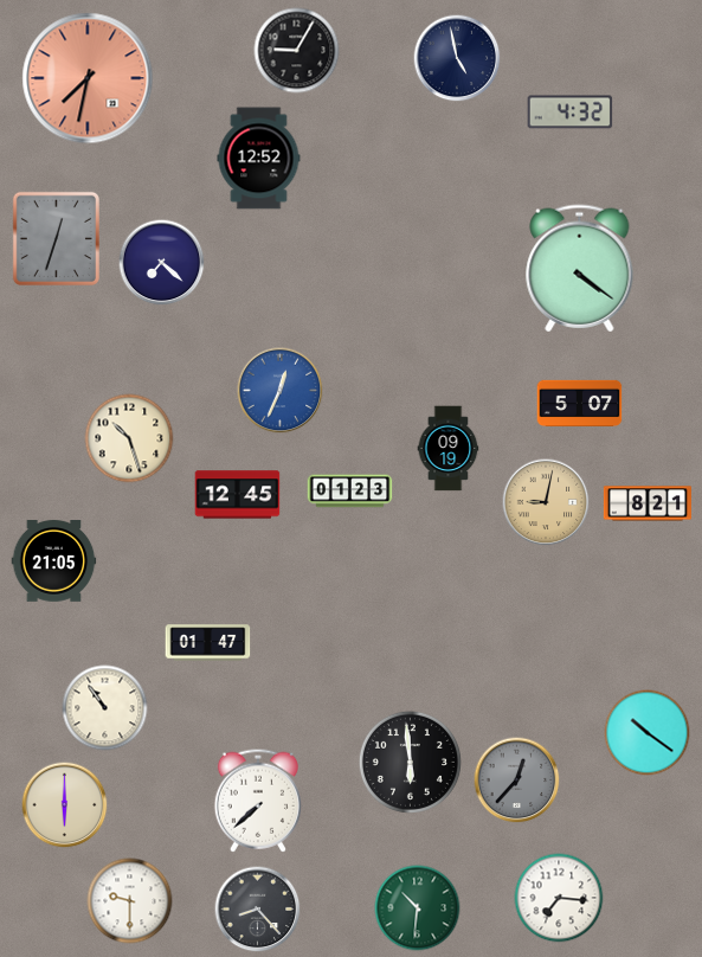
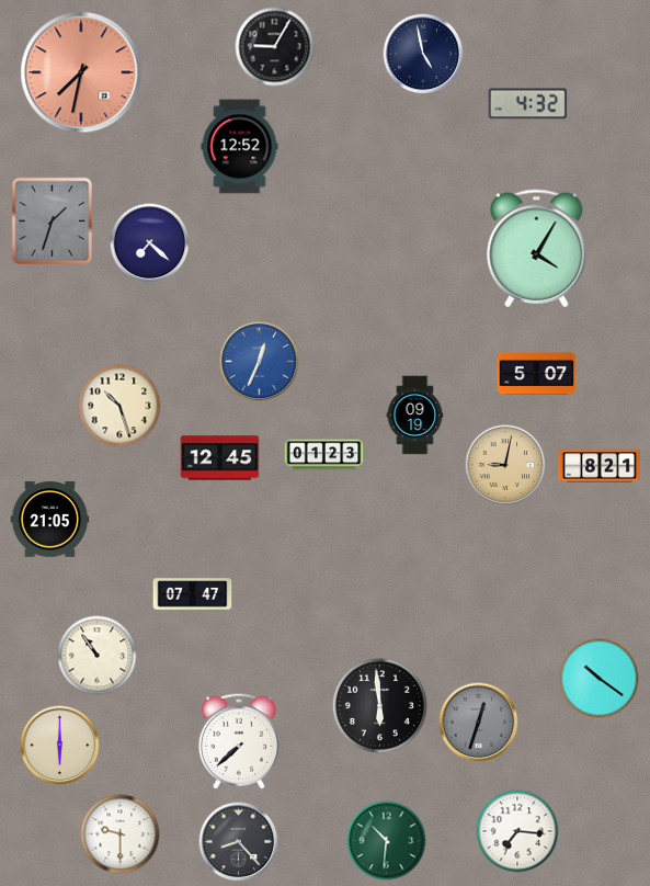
clock at (56, 238): 12:33 -> 1:33
clock at (580, 269): 4:21 -> 4:05
clock at (208, 643): 01:47 -> 07:47
clock at (517, 781): 12:37 -> 12:33
